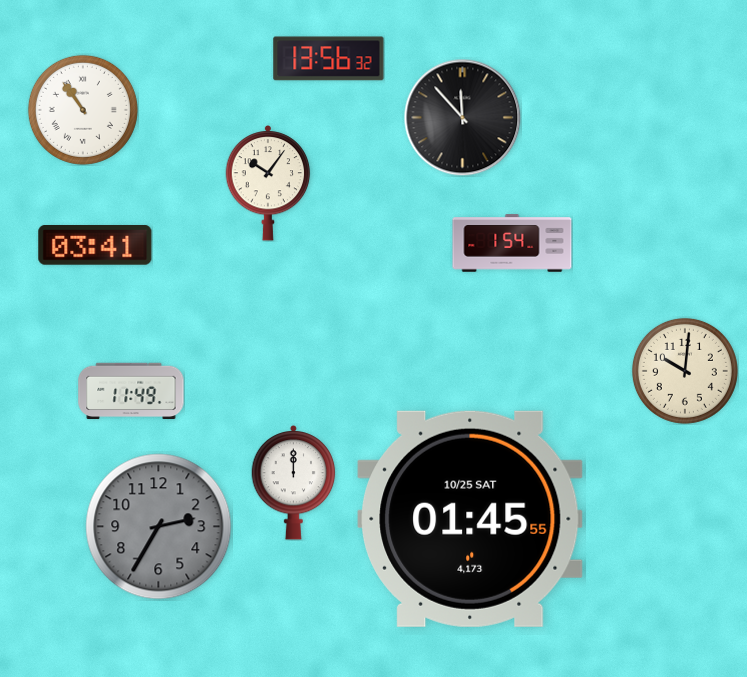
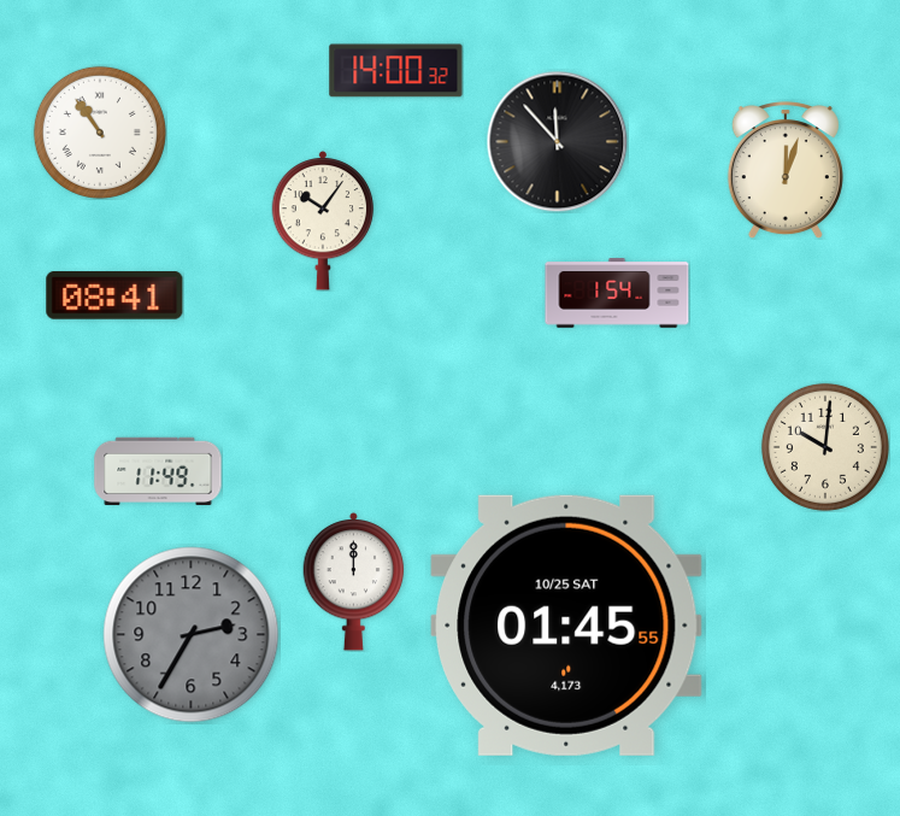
clock at (329, 59): 13:56 -> 14:00
clock at (786, 171): none -> 12:03
clock at (95, 245): 03:41 -> 08:41
